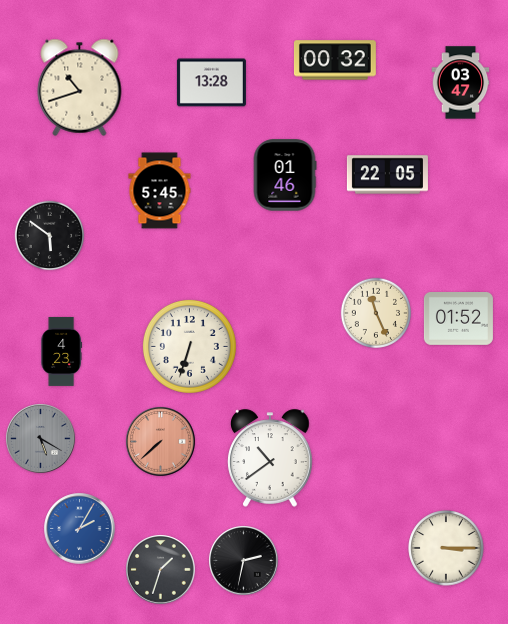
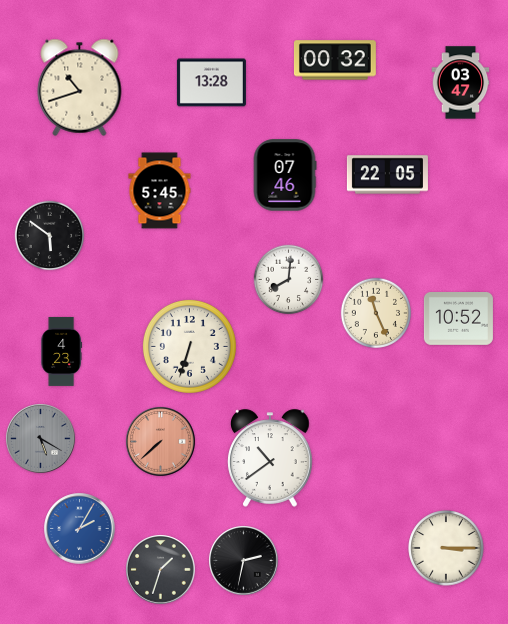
clock at (285, 175): 01:46 -> 07:46
clock at (289, 280): none -> 8:01
clock at (458, 319): 01:52 -> 10:52
